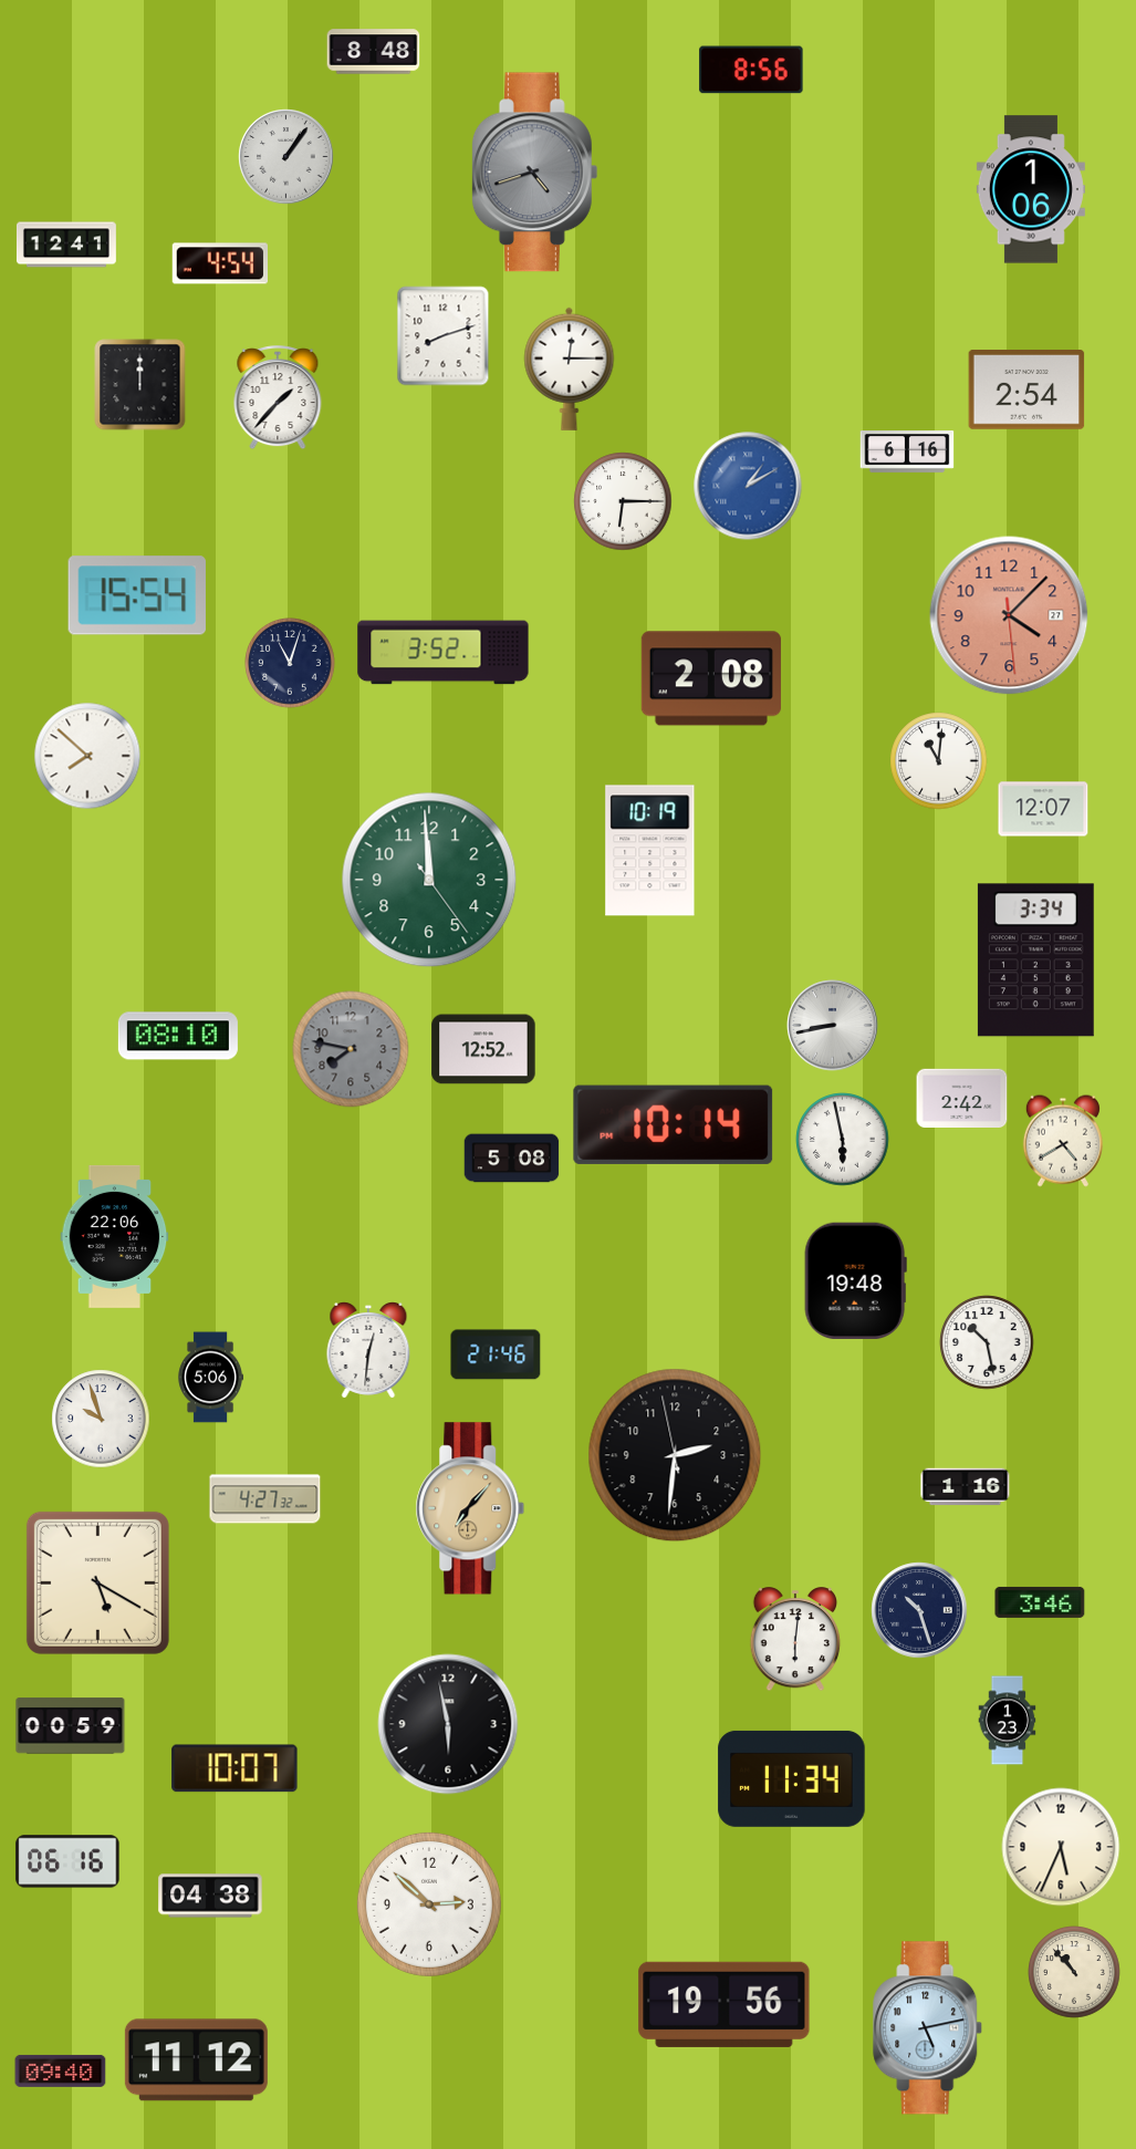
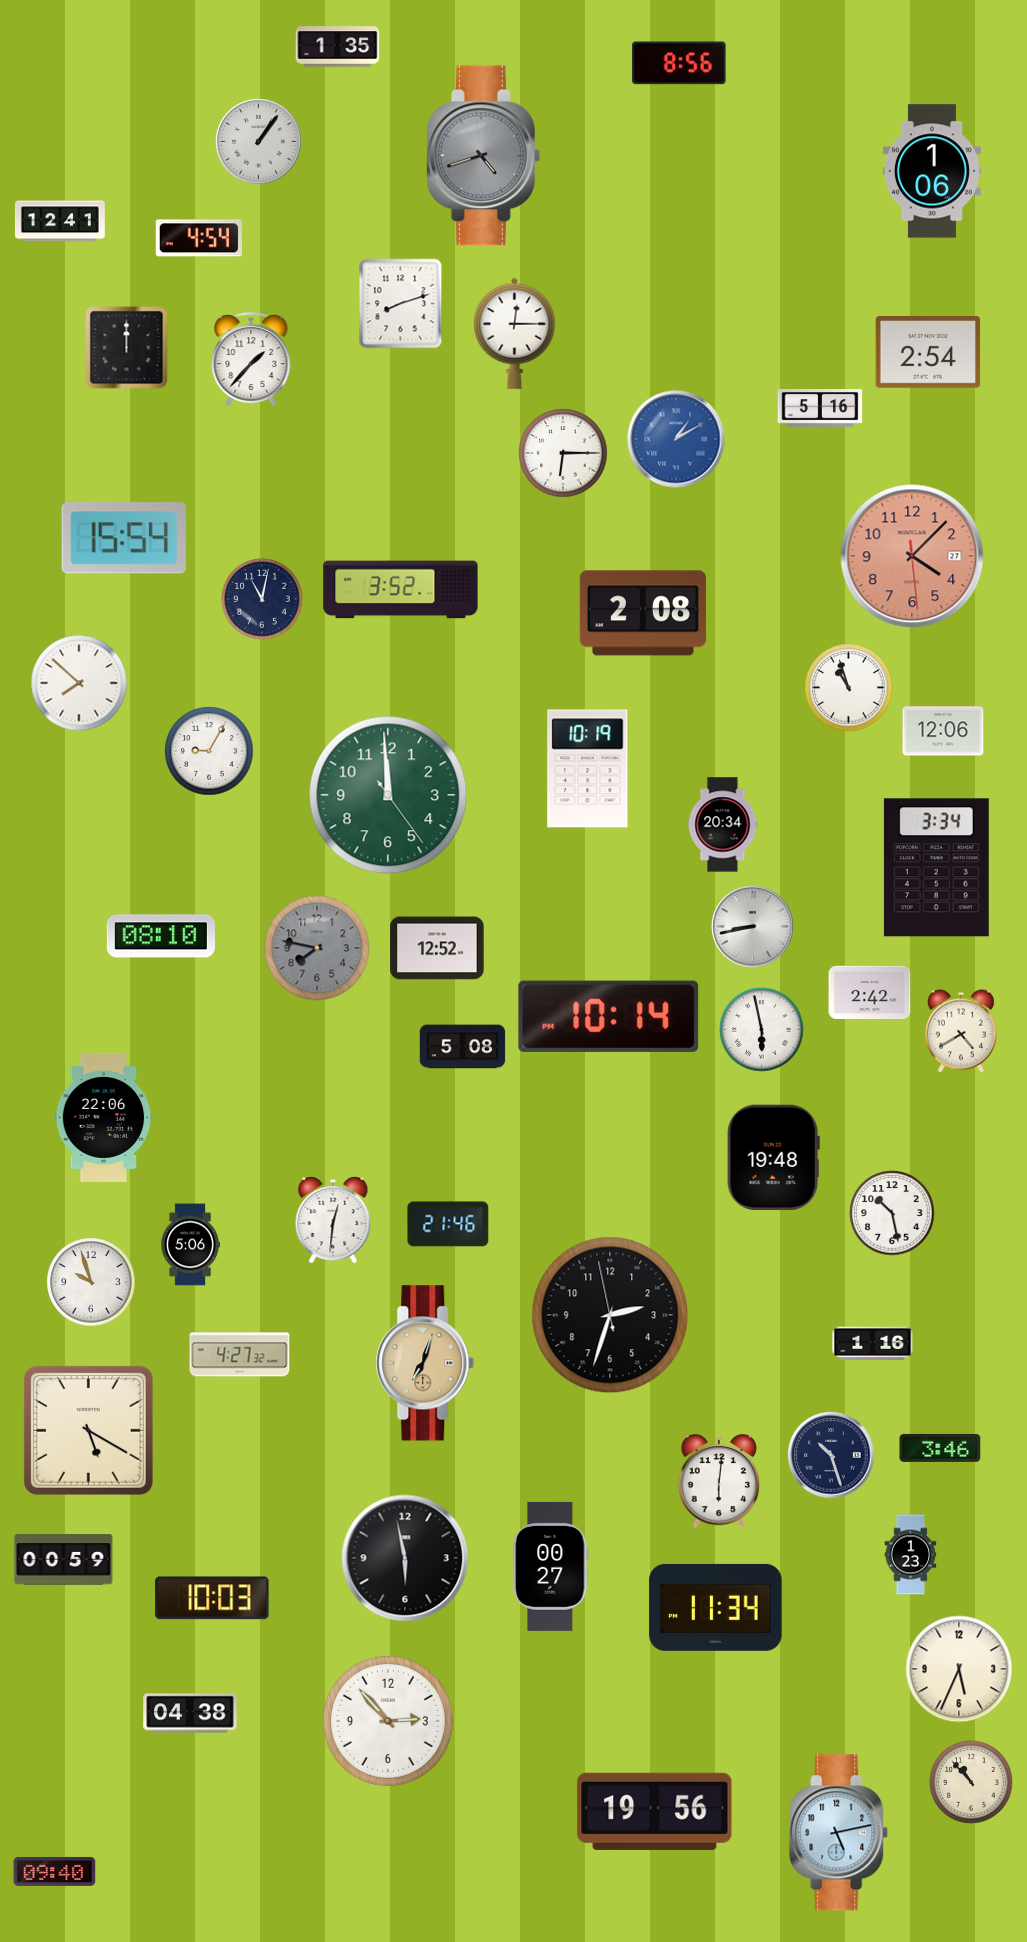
clock at (374, 52): 8:48 -> 1:35
clock at (907, 453): 6:16 -> 5:16
clock at (291, 664): 11:03 -> 11:02
clock at (939, 761): 11:01 -> 10:57
clock at (1043, 809): 12:07 -> 12:06
clock at (209, 751): none -> 9:05
clock at (723, 825): none -> 20:34
clock at (675, 1455): 2:30 -> 2:32
clock at (470, 1508): 7:07 -> 7:03
clock at (551, 1566): none -> 00:27
clock at (235, 1768): 10:07 -> 10:03
clock at (67, 1861): 06:16 -> none
clock at (429, 1904): 2:52 -> 2:53
clock at (196, 2060): 11:12 -> none
